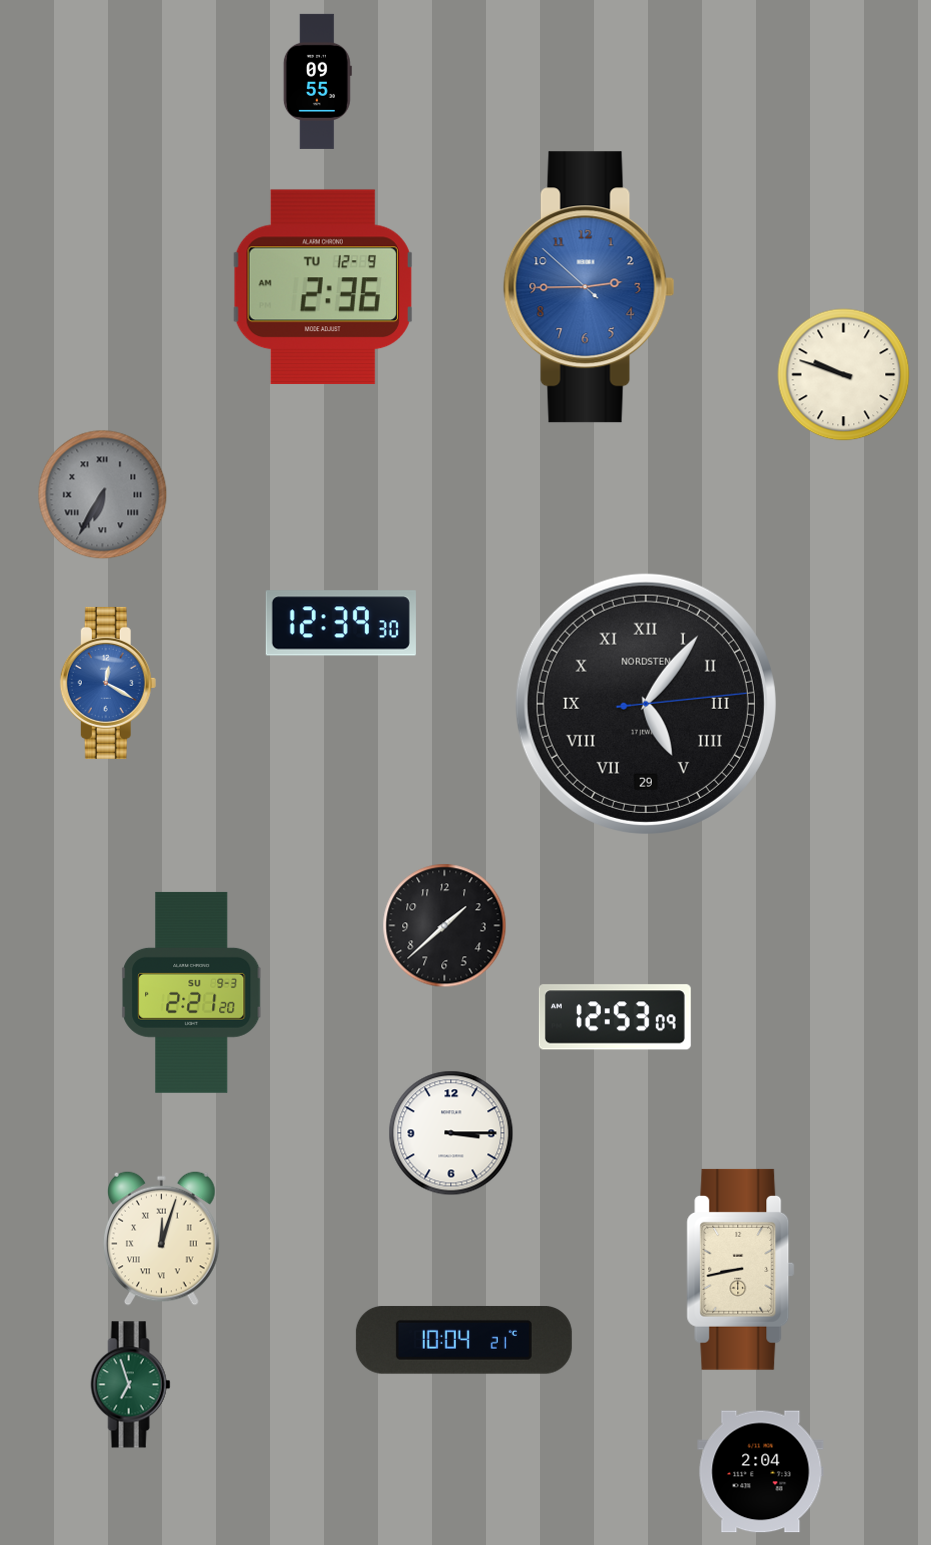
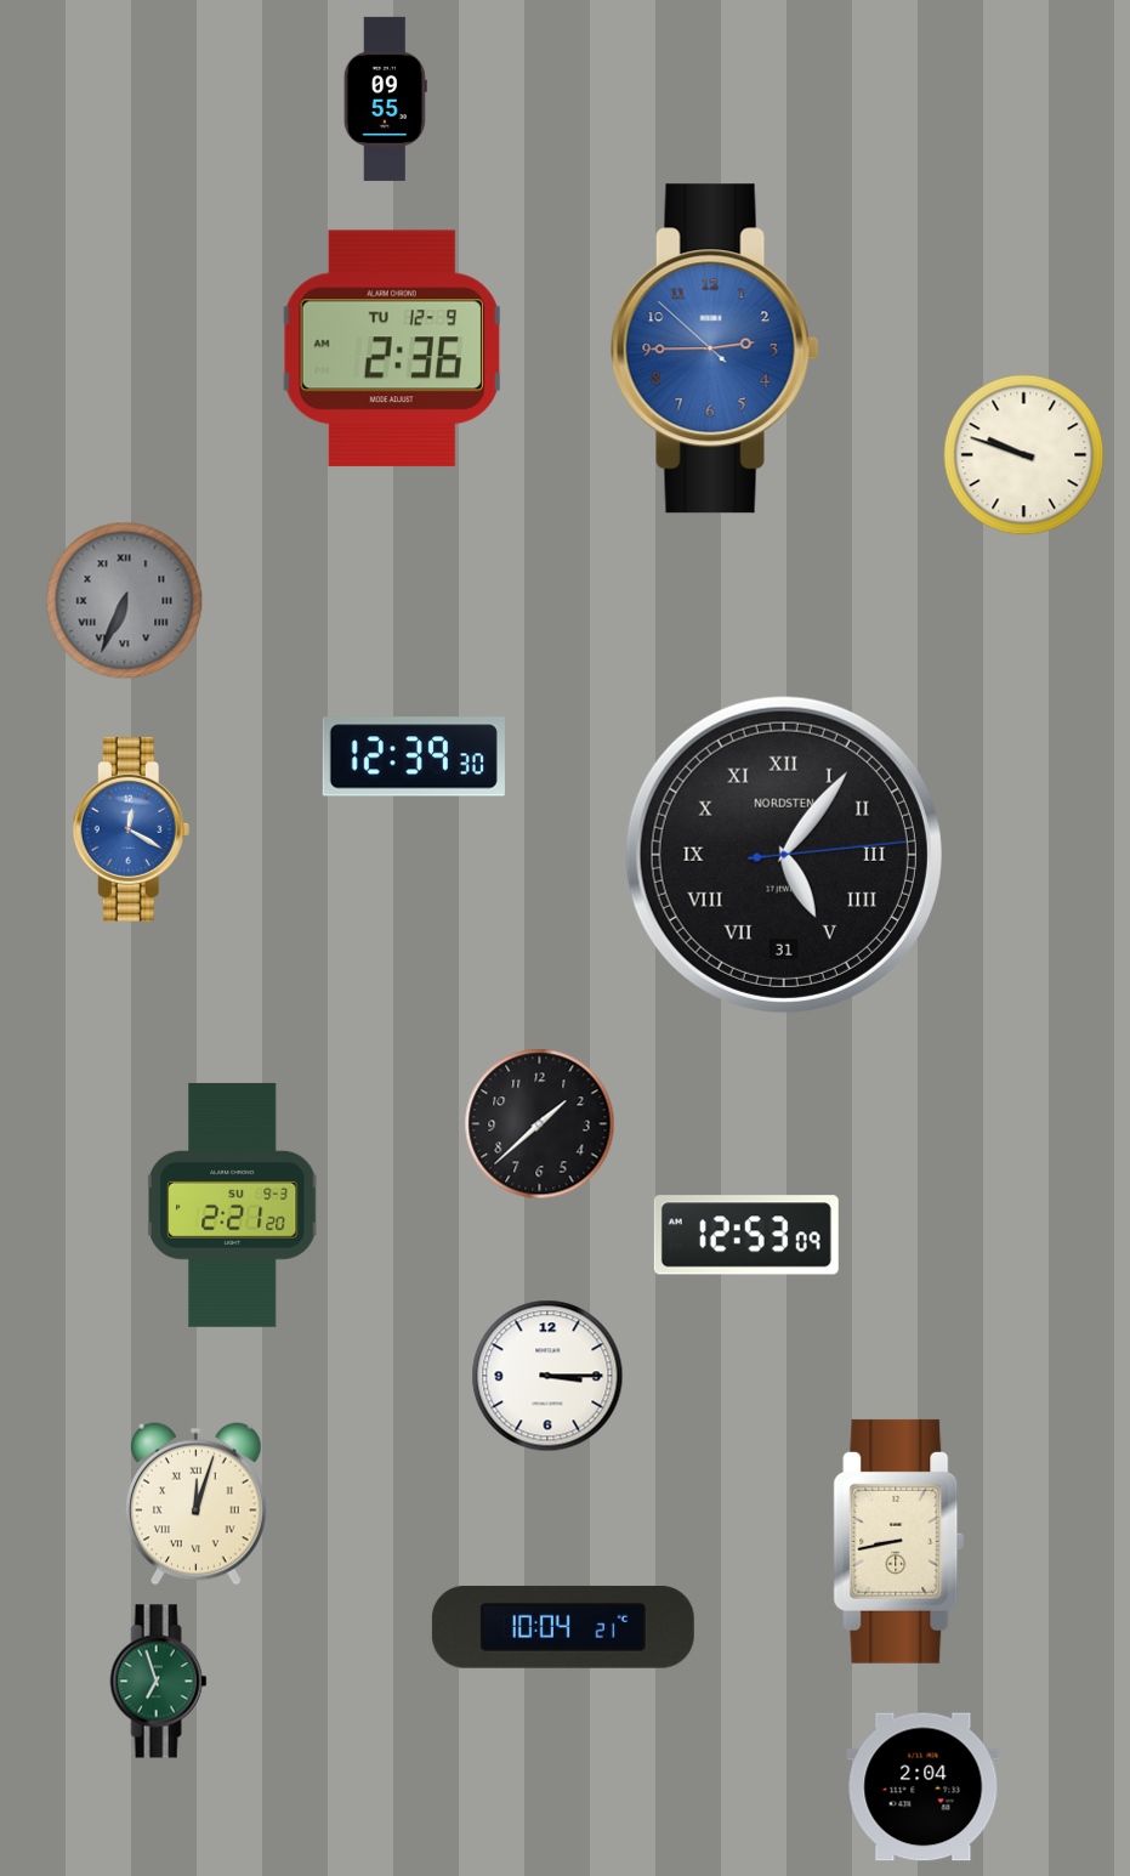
clock at (103, 495): 6:35 -> 6:34
clock at (646, 704) date: 29 -> 31
